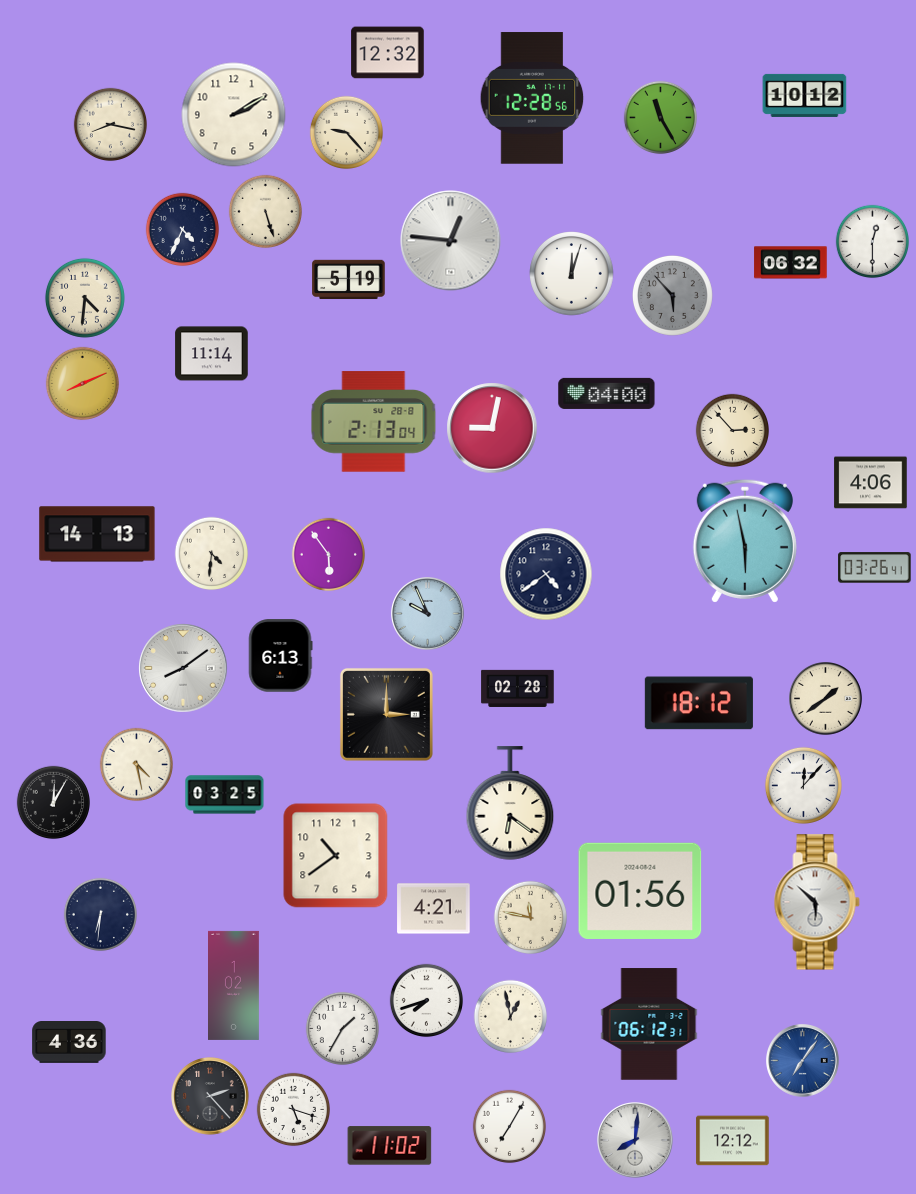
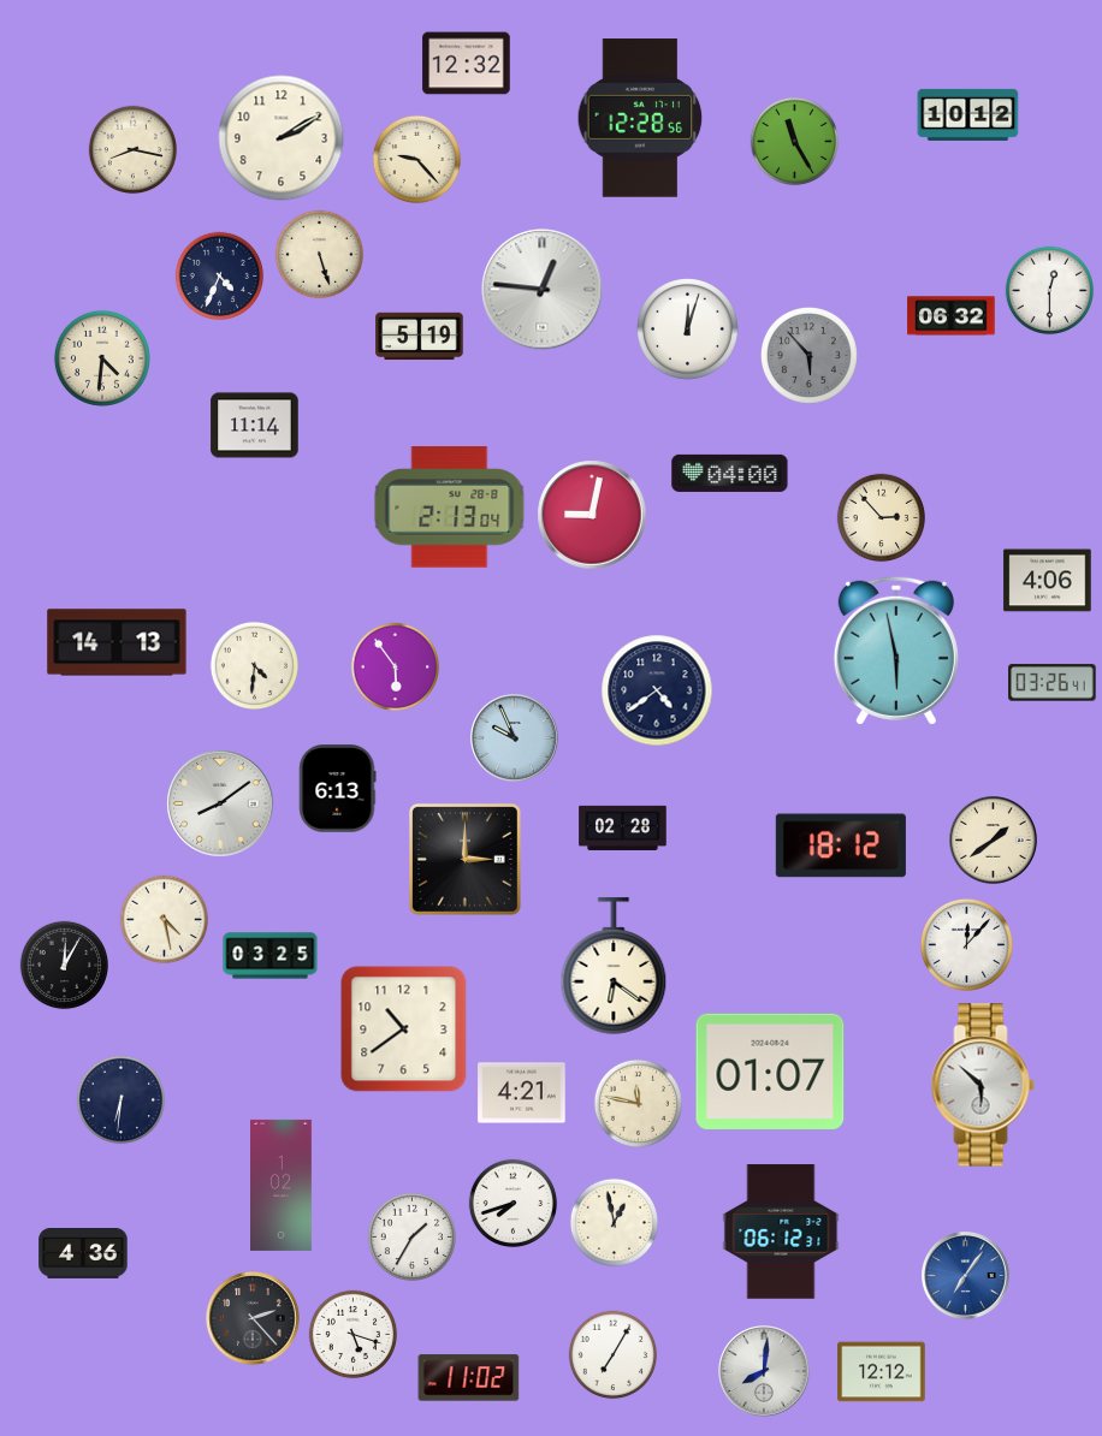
clock at (83, 384): 8:11 -> none
clock at (640, 891): 01:56 -> 01:07
